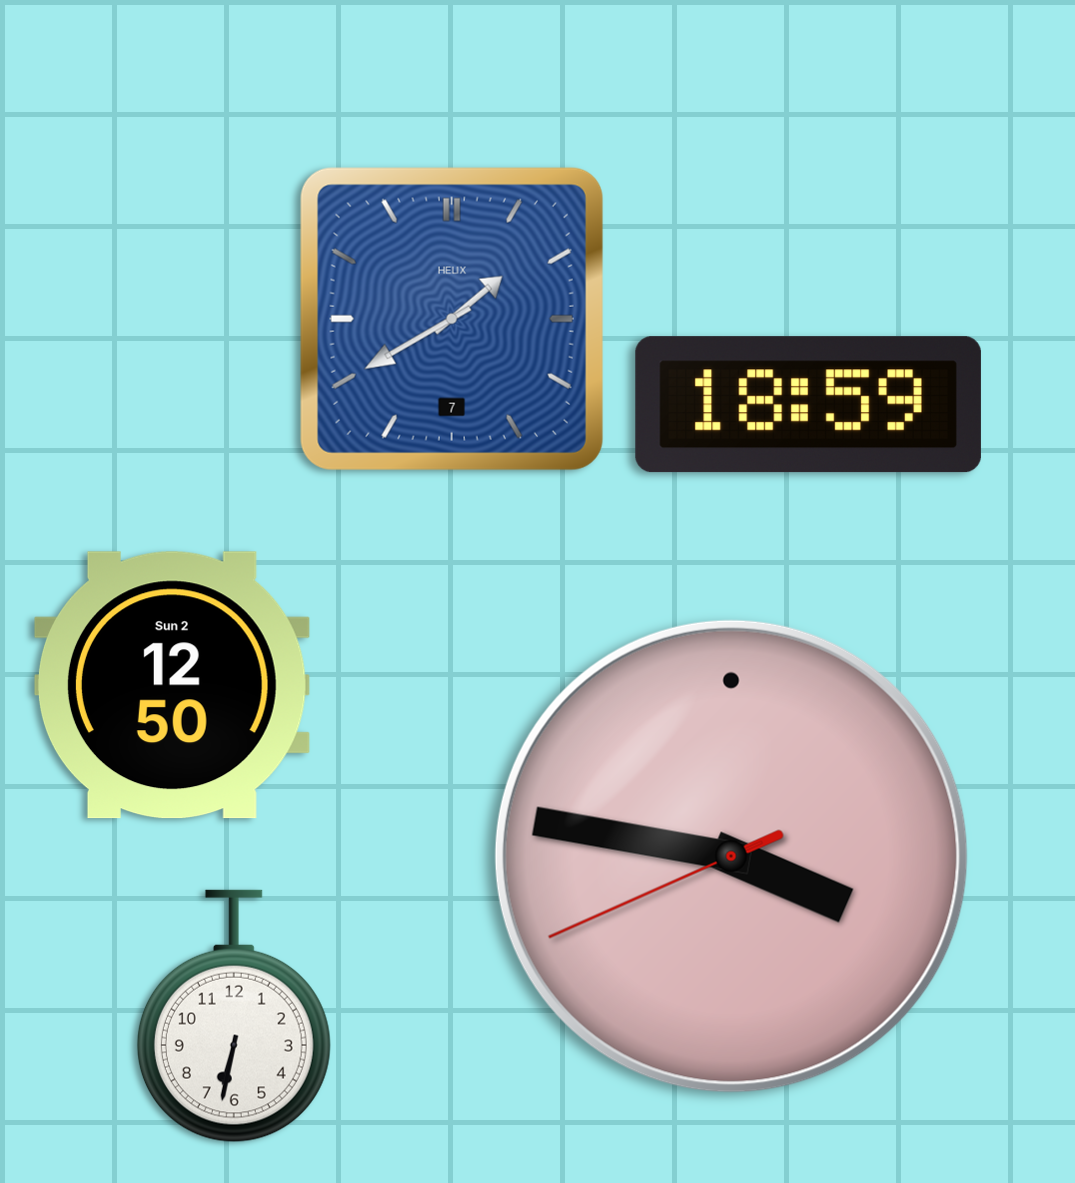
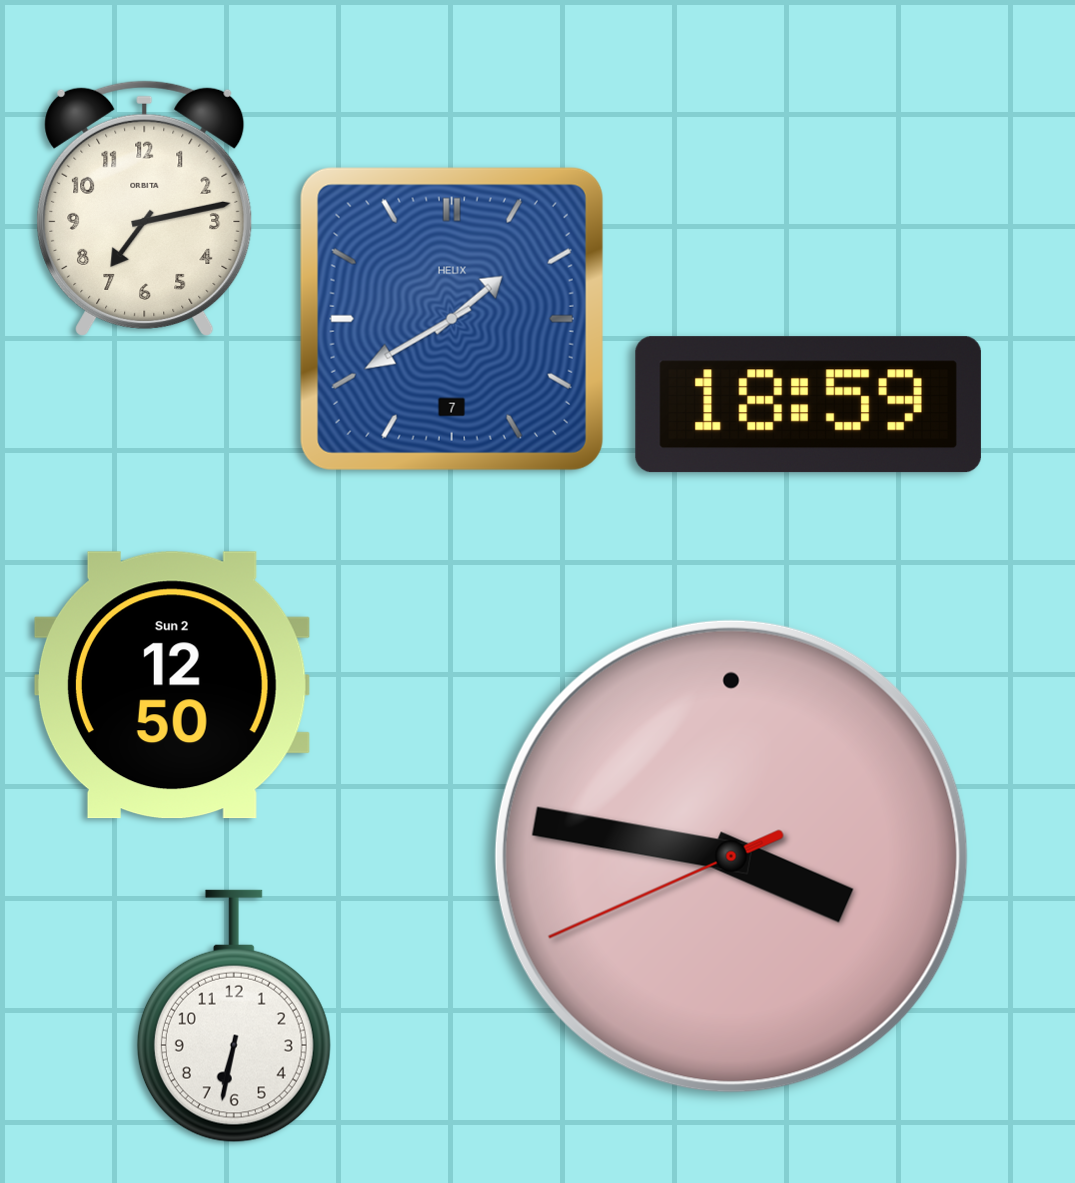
clock at (145, 208): none -> 7:13
